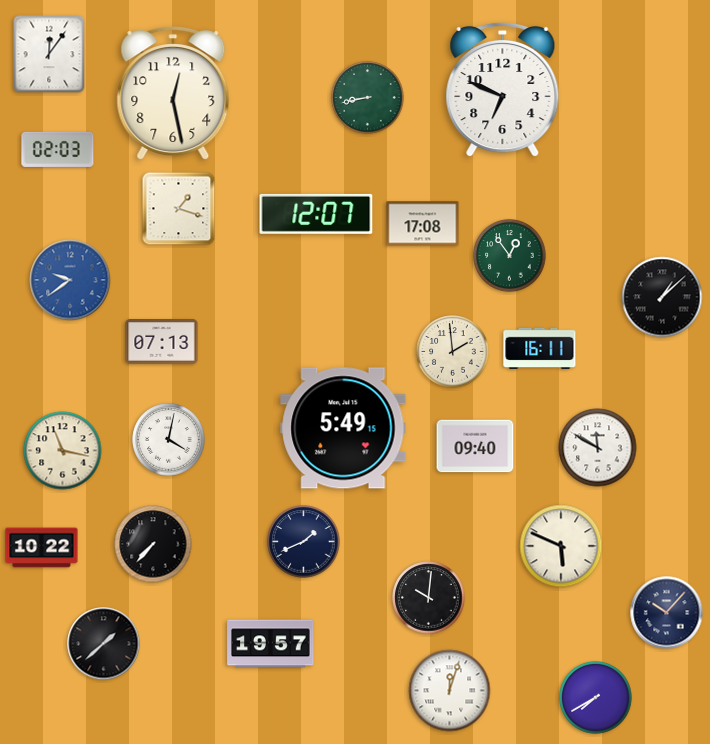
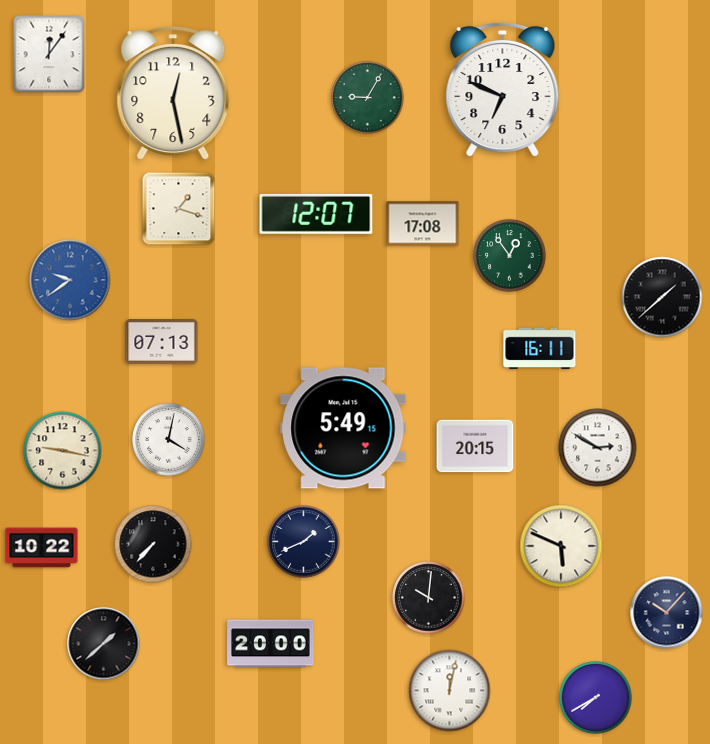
clock at (368, 98): 8:43 -> 9:05
clock at (58, 149): 02:03 -> none
clock at (662, 297): 1:08 -> 1:38
clock at (453, 352): 1:59 -> none
clock at (475, 446): 09:40 -> 20:15
clock at (598, 448): 11:50 -> 2:50
clock at (63, 451): 11:17 -> 9:17
clock at (271, 644): 19:57 -> 20:00
clock at (450, 691): 12:03 -> 12:02
